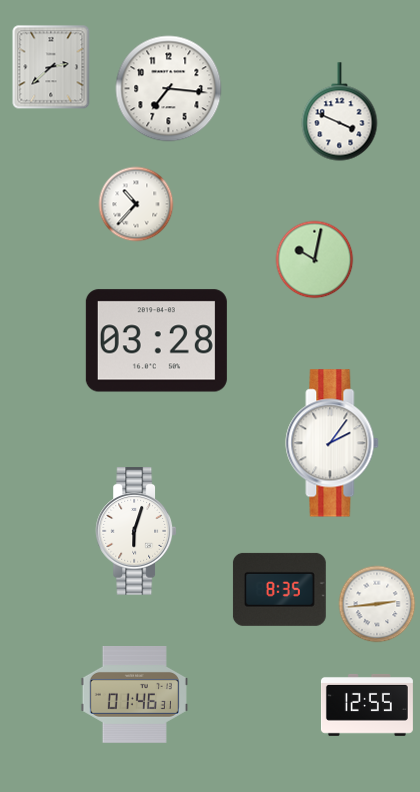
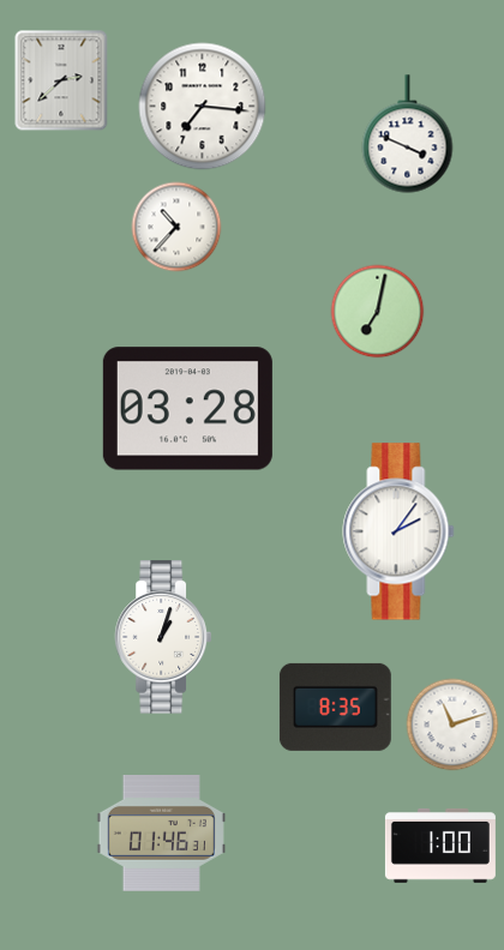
clock at (136, 204) position: (136, 204) -> (176, 227)
clock at (315, 260): 10:02 -> 7:02
clock at (135, 531): 6:03 -> 1:03
clock at (377, 604): 2:44 -> 11:12
clock at (367, 705): 12:55 -> 1:00
